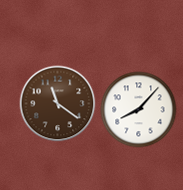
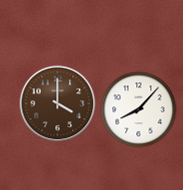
clock at (58, 104): 11:21 -> 4:00
